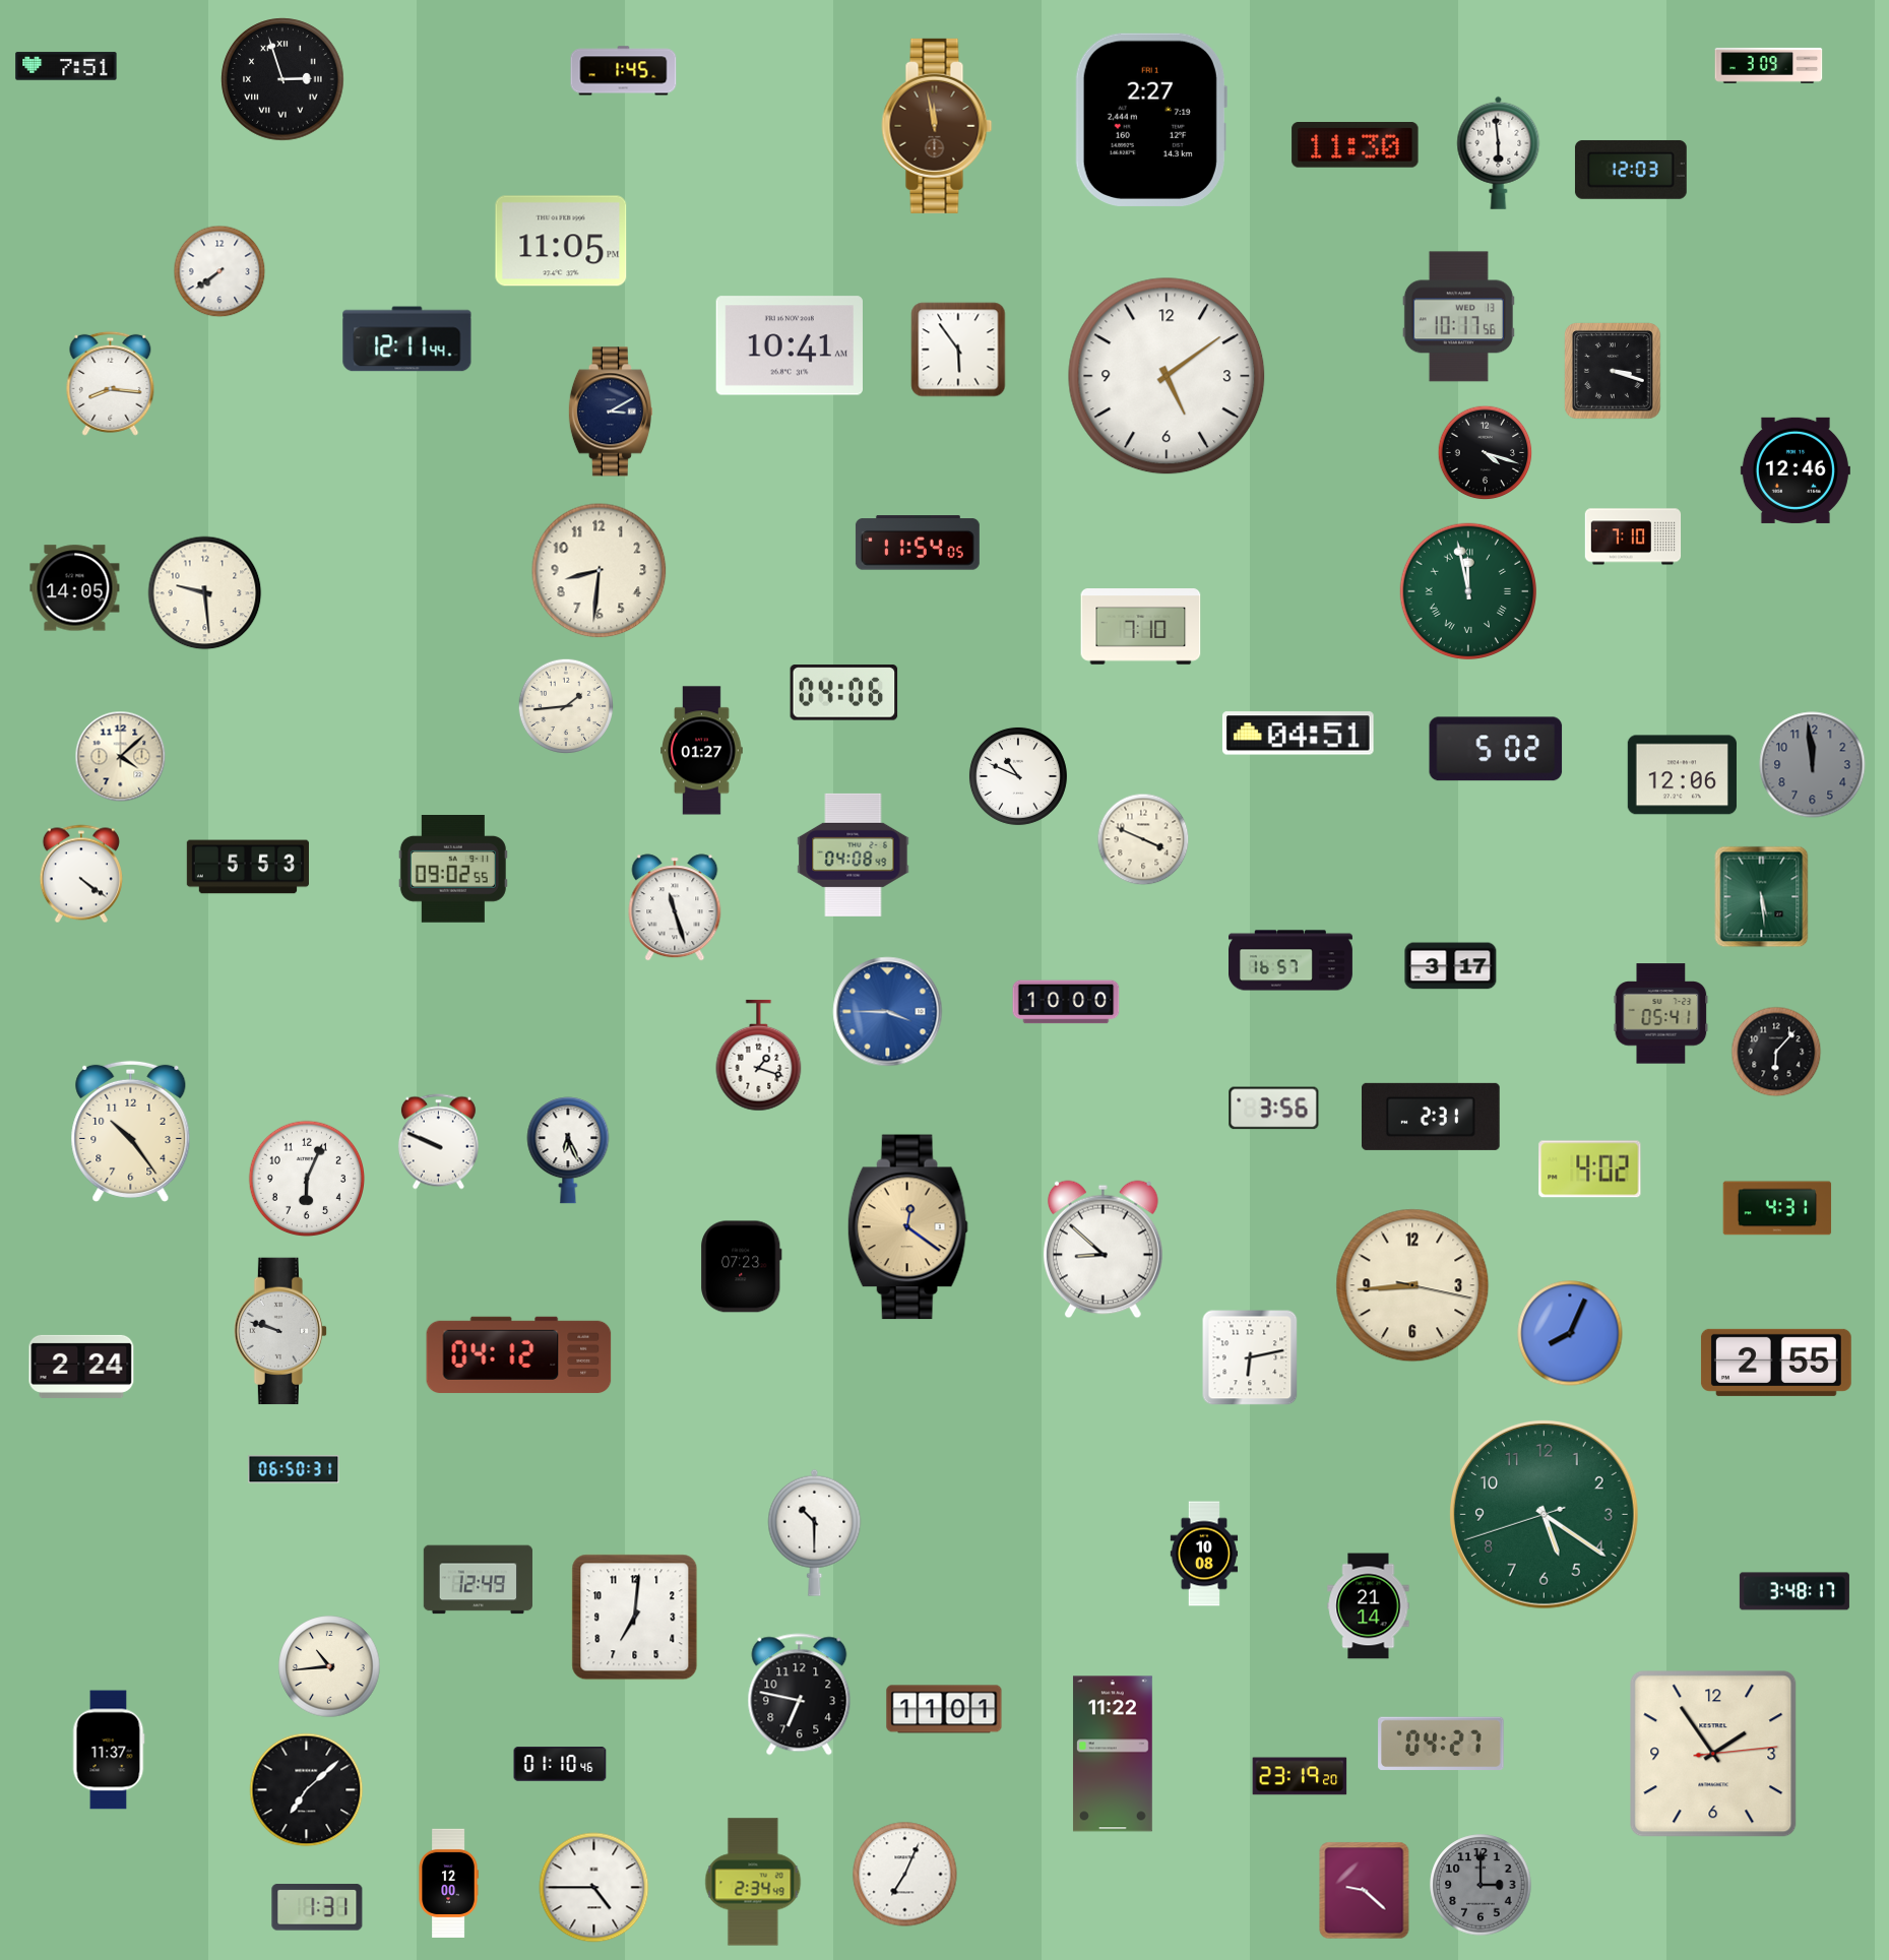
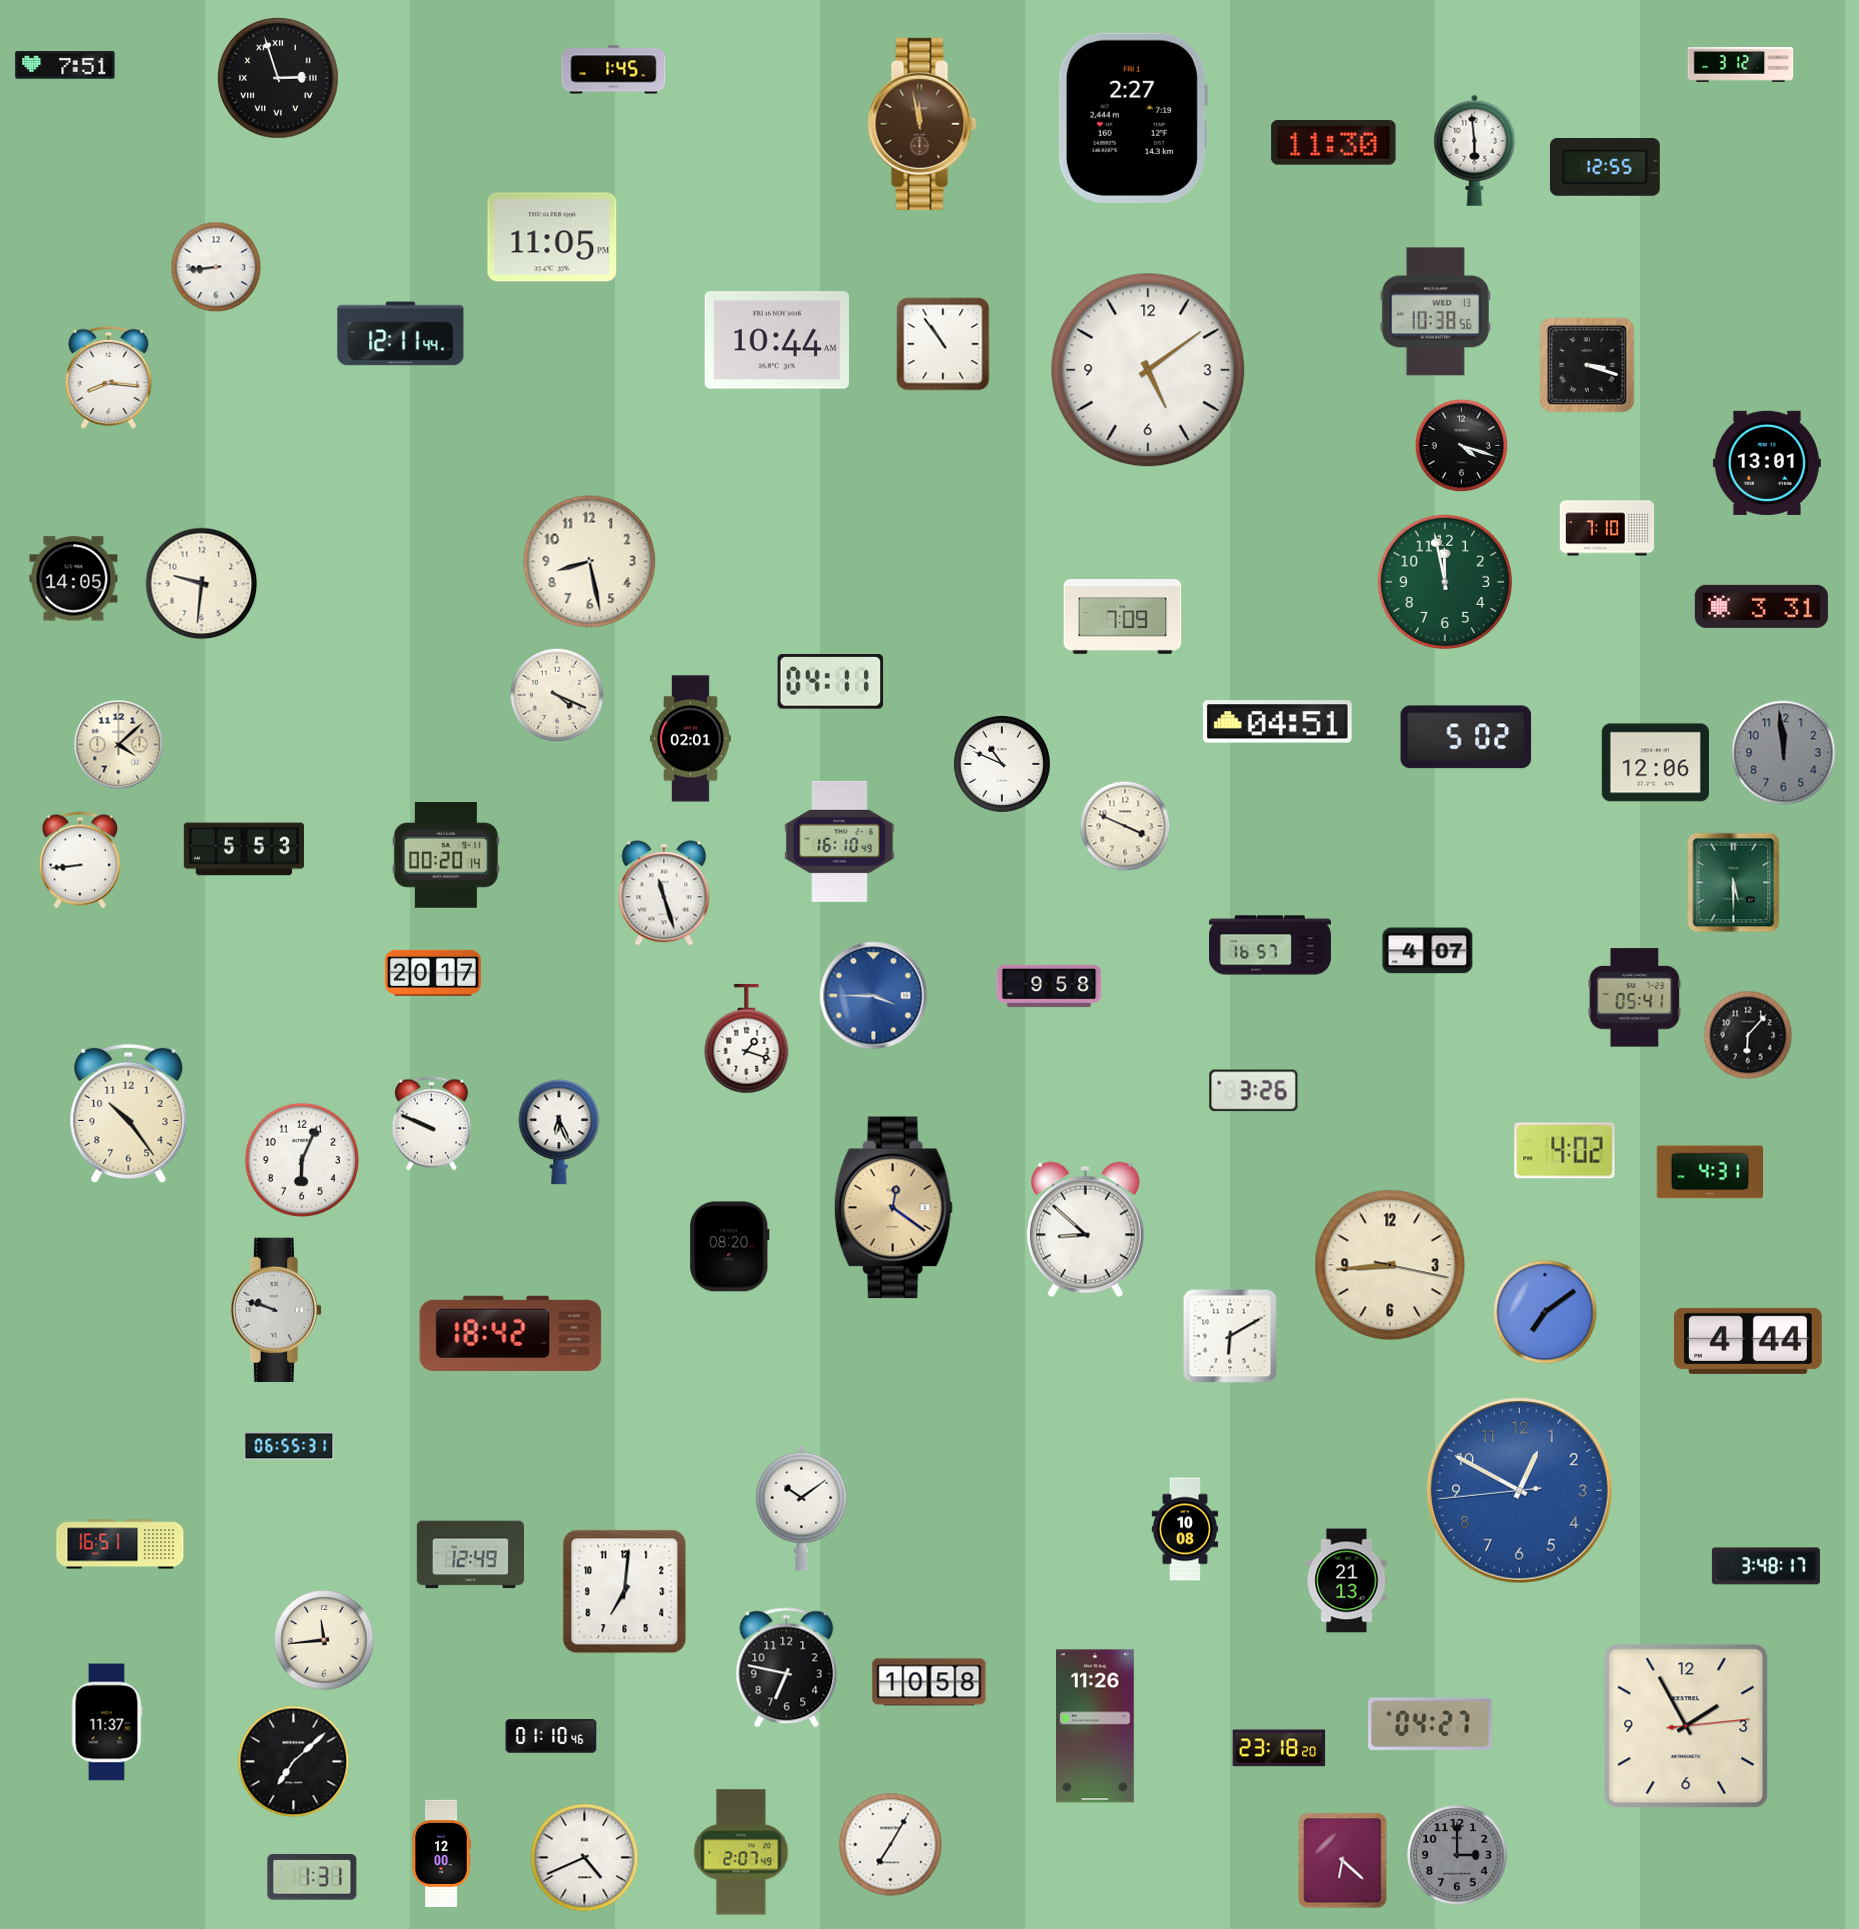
clock at (1769, 65): 3:09 -> 3:12
clock at (1631, 170): 12:03 -> 12:55
clock at (219, 271): 7:39 -> 8:44
clock at (1458, 317): 10:17 -> 10:38
clock at (790, 345): 10:41 -> 10:44
clock at (958, 350): 5:54 -> 10:54
clock at (611, 412): 3:10 -> none
clock at (1796, 470): 12:46 -> 13:01
clock at (918, 543): 11:54 -> none
clock at (600, 571): 8:31 -> 8:28
clock at (1467, 590) numerals: Roman -> Arabic
clock at (205, 593): 9:29 -> 9:31
clock at (1761, 606): none -> 3:31
clock at (1141, 627): 7:10 -> 7:09
clock at (844, 693): 04:06 -> 04:11
clock at (566, 706): 1:44 -> 4:19
clock at (1496, 749) position: (1496, 749) -> (1466, 737)
clock at (702, 751): 01:27 -> 02:01
clock at (854, 855): 04:08 -> 16:10
clock at (248, 867) position: (248, 867) -> (244, 849)
clock at (453, 870): 09:02 -> 00:20
clock at (81, 874): 4:21 -> 8:44
clock at (1762, 897): 5:29 -> 5:30
clock at (1451, 966): 3:17 -> 4:07
clock at (433, 973): none -> 20:17
clock at (1066, 1002): 10:00 -> 9:58
clock at (1274, 1109): 3:56 -> 3:26
clock at (1432, 1117): 2:31 -> none
clock at (1777, 1208) position: (1777, 1208) -> (1710, 1172)
clock at (742, 1267): 07:23 -> 08:20
clock at (1570, 1333): 8:04 -> 7:09
clock at (519, 1354): 04:12 -> 18:42
clock at (1250, 1357): 6:13 -> 6:10
clock at (1776, 1363): 2:55 -> 4:44
clock at (81, 1367): 2:24 -> none
clock at (294, 1469): 06:50 -> 06:55
clock at (1544, 1514): 5:20 -> 12:49
clock at (1544, 1514) dial: green -> blue
clock at (815, 1532): 10:30 -> 10:09
clock at (120, 1544): none -> 16:51
clock at (1369, 1606): 21:14 -> 21:13
clock at (329, 1666): 10:44 -> 11:44
clock at (944, 1709): 11:01 -> 10:58
clock at (1441, 1744) position: (1441, 1744) -> (1430, 1724)
clock at (1113, 1754): 11:22 -> 11:26
clock at (1713, 1754): 1:54 -> 1:55
clock at (1300, 1776): 23:19 -> 23:18
clock at (307, 1790) position: (307, 1790) -> (294, 1762)
clock at (905, 1875): 7:04 -> 7:05
clock at (753, 1882): 2:34 -> 2:07
clock at (594, 1888): 4:45 -> 4:41
clock at (1365, 1891): 9:22 -> 6:22
